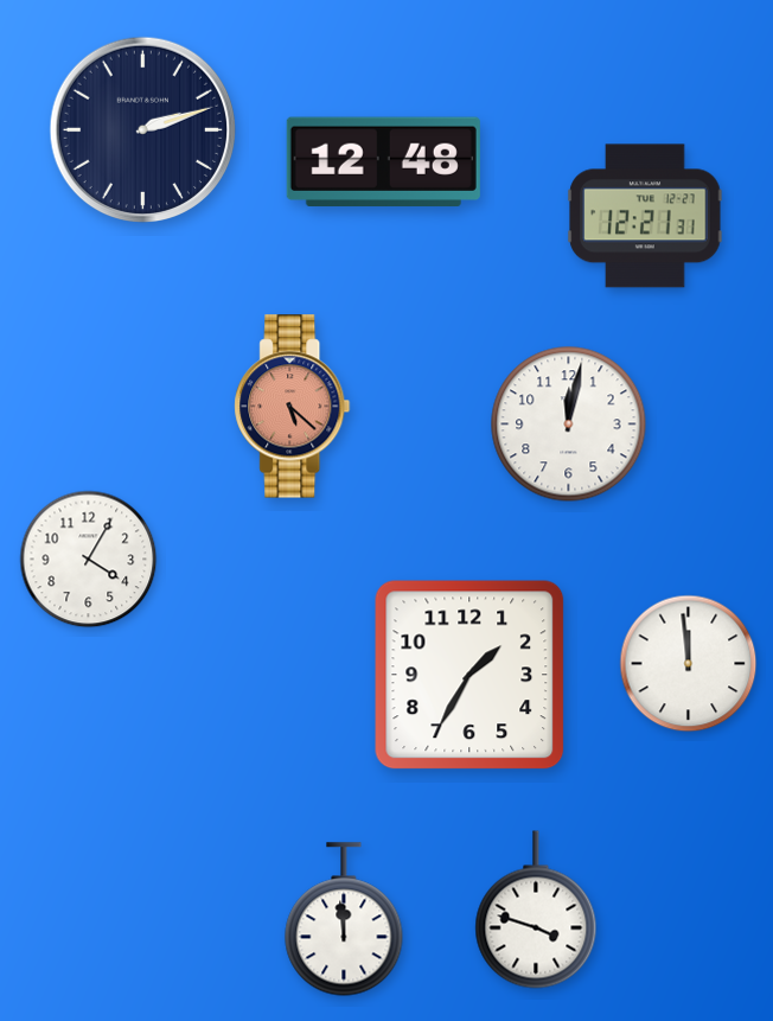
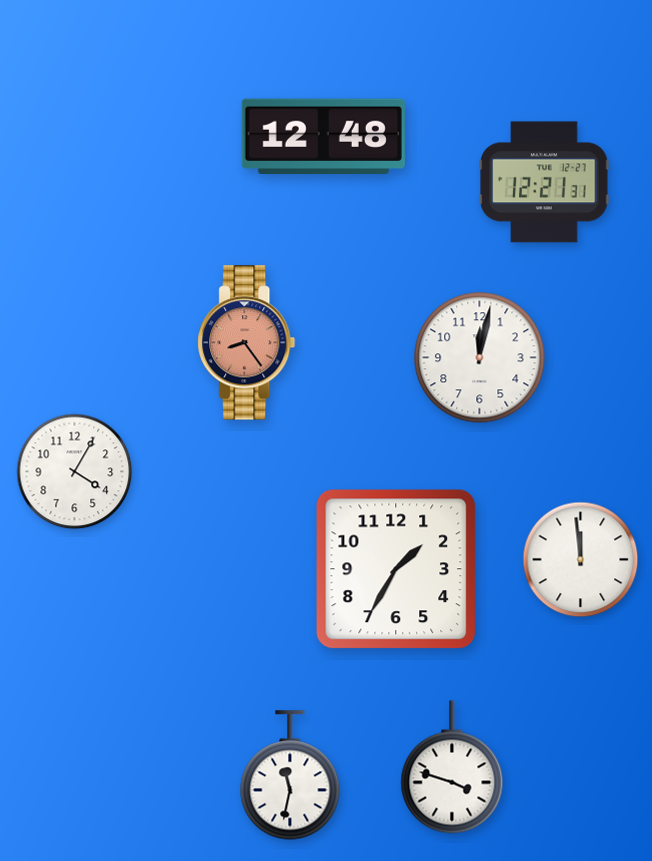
clock at (142, 129): 2:12 -> none
clock at (293, 407): 5:22 -> 8:24
clock at (344, 919): 11:59 -> 11:32
